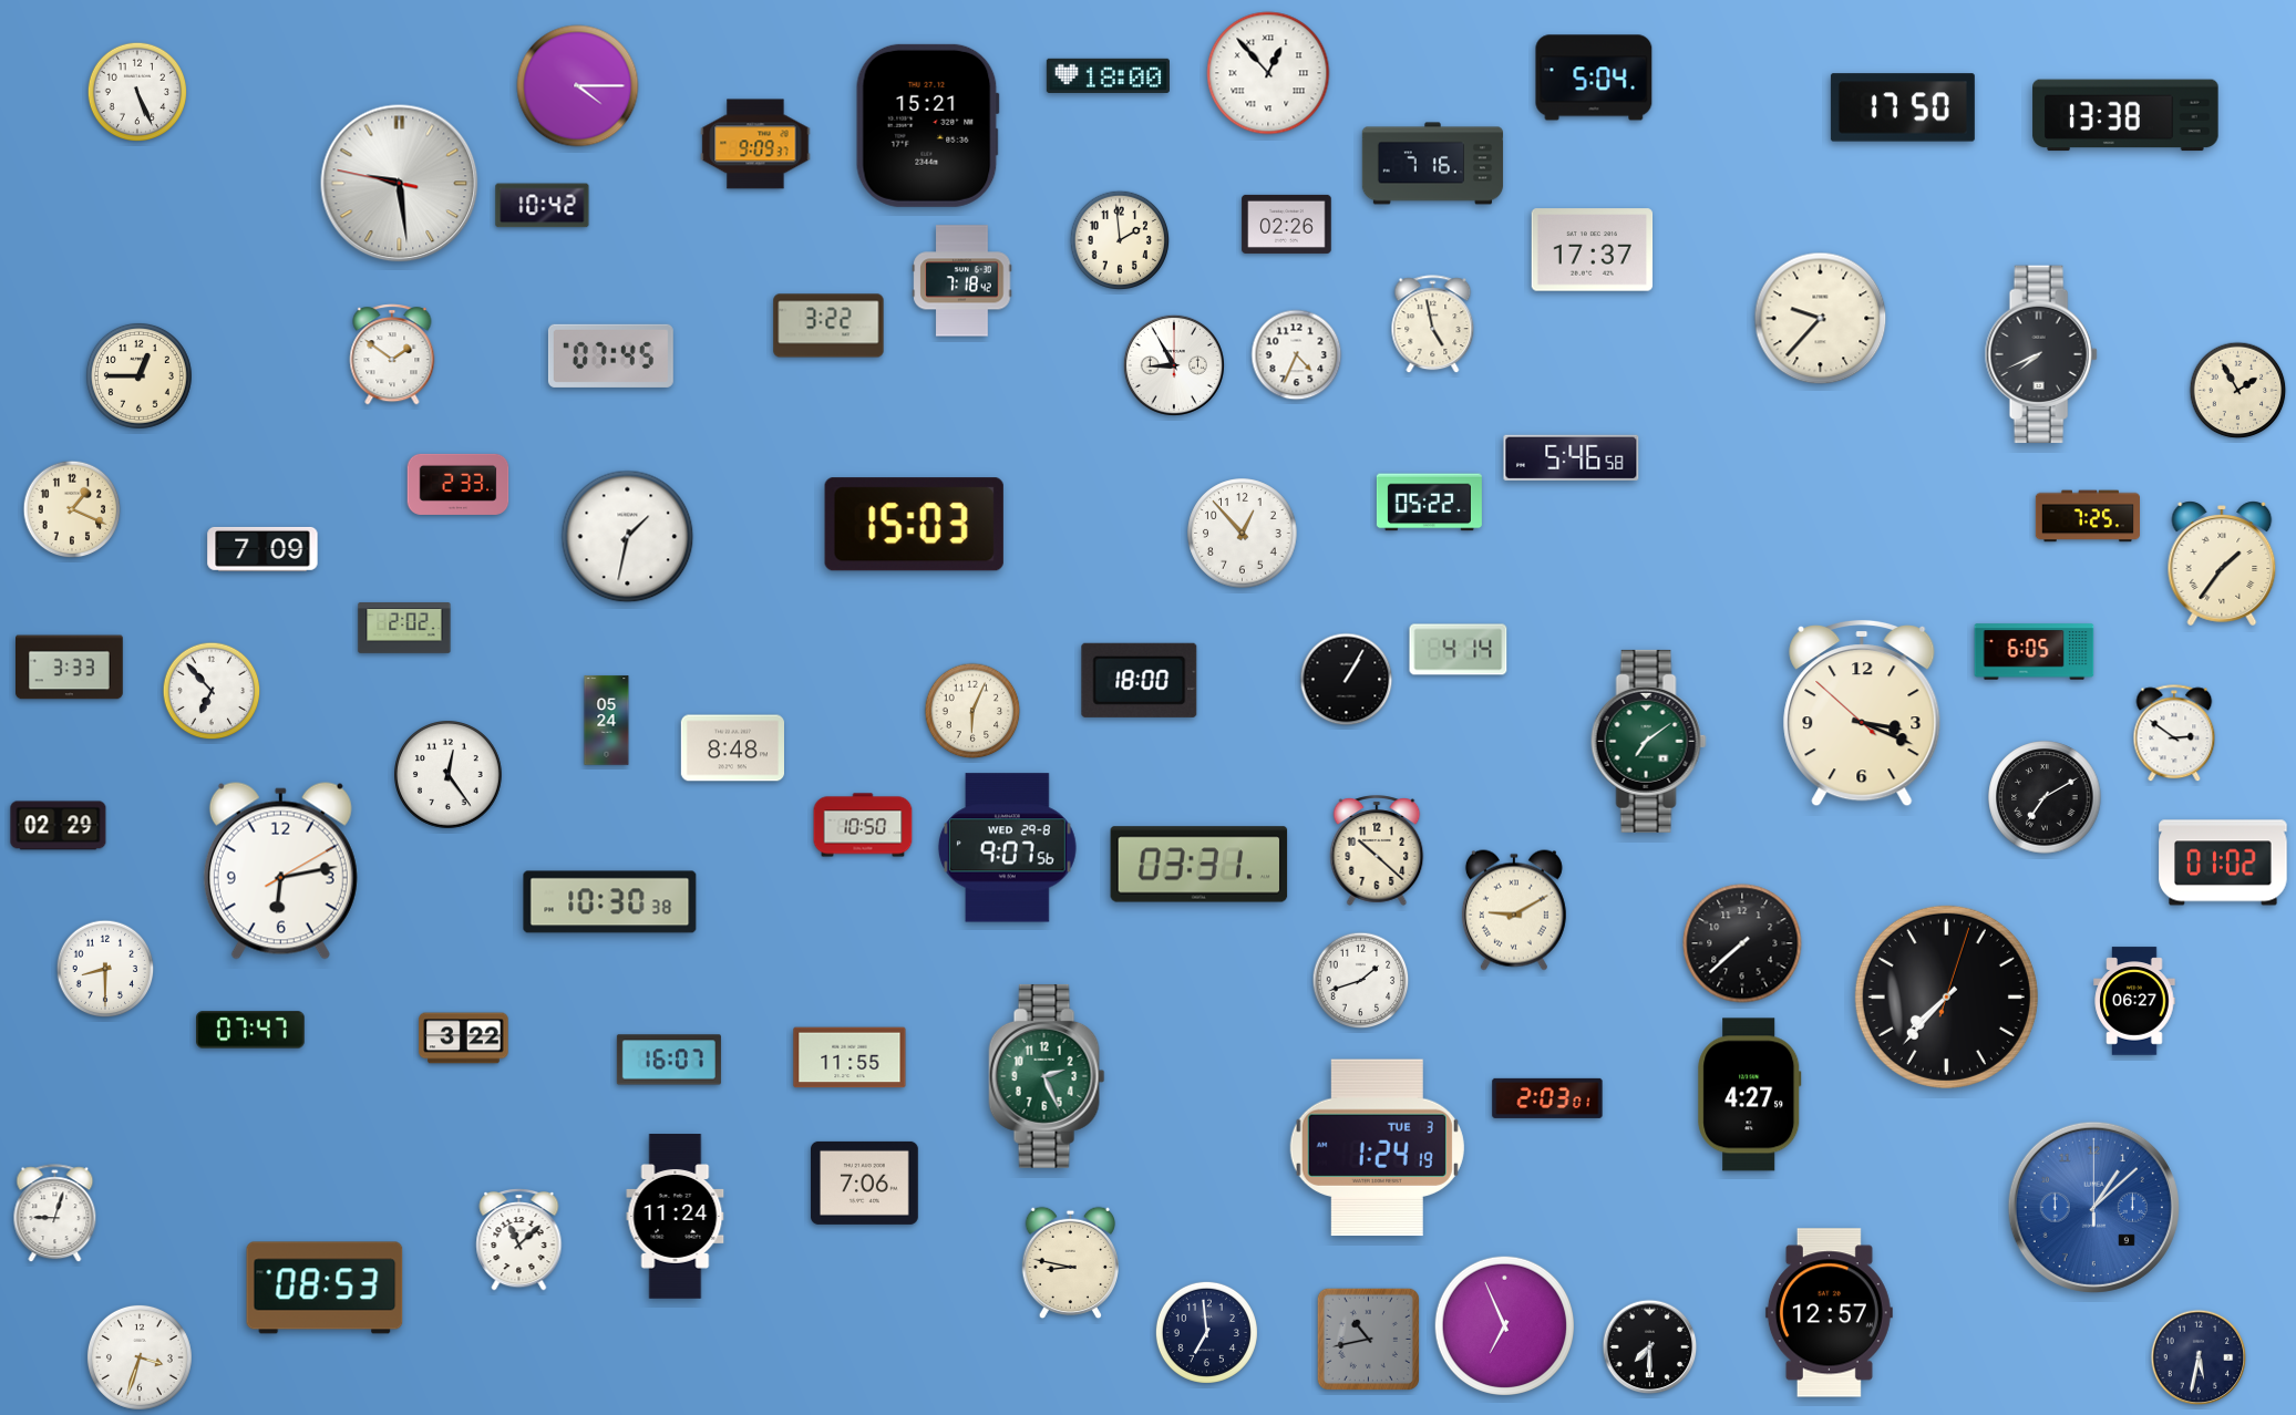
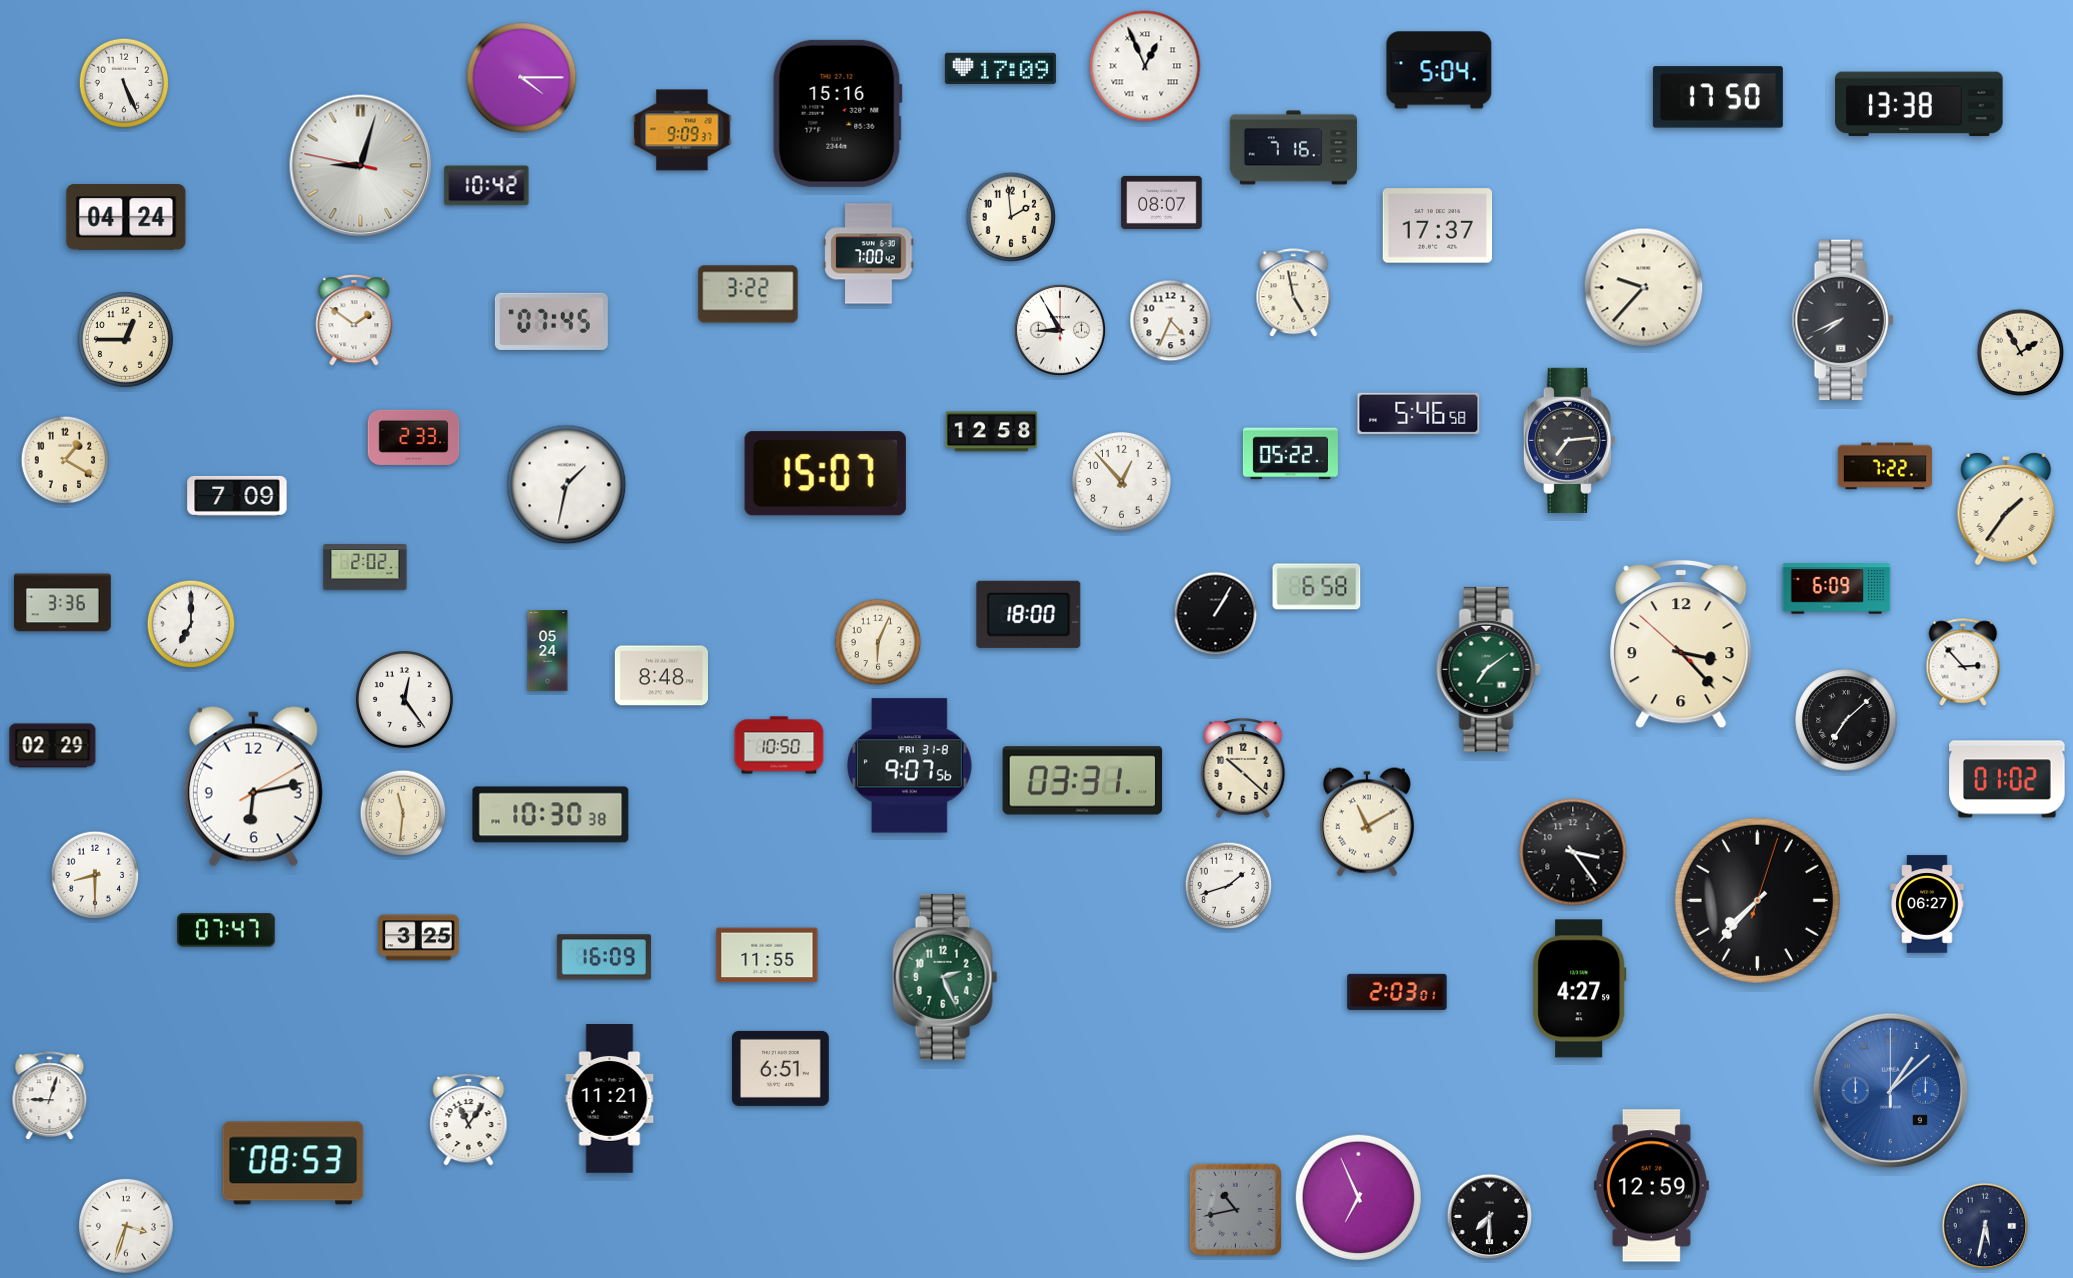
clock at (1268, 73): 12:53 -> 12:56
clock at (1108, 75): 18:00 -> 17:09
clock at (927, 125): 15:21 -> 15:16
clock at (400, 184): 9:28 -> 9:02
clock at (543, 206) position: (543, 206) -> (487, 186)
clock at (1287, 224): 02:26 -> 08:07
clock at (126, 217): none -> 04:24
clock at (962, 281): 7:18 -> 7:00
clock at (992, 432): none -> 12:58
clock at (1569, 440): none -> 7:14
clock at (72, 509): 1:19 -> 1:20
clock at (2088, 516): 7:25 -> 7:22
clock at (914, 525): 15:03 -> 15:07
clock at (1459, 650): 4:14 -> 6:58
clock at (2035, 652): 6:05 -> 6:09
clock at (70, 668): 3:33 -> 3:36
clock at (212, 691): 6:53 -> 7:00
clock at (1862, 713): 3:18 -> 3:22
clock at (2174, 734): 2:51 -> 2:53
clock at (2045, 797): 7:10 -> 7:08
clock at (1007, 848) date: WED 29-8 -> FRI 31-8
clock at (403, 813): none -> 11:31
clock at (1514, 910): 9:10 -> 11:10
clock at (1742, 943): 7:38 -> 3:24
clock at (464, 1039): 3:22 -> 3:25
clock at (669, 1060): 16:07 -> 16:09
clock at (1047, 1076) position: (1047, 1076) -> (945, 977)
clock at (1377, 1148): 1:24 -> none
clock at (865, 1182): 7:06 -> 6:51
clock at (676, 1217): 11:24 -> 11:21
clock at (519, 1239): 11:08 -> 11:06
clock at (1070, 1263): 8:47 -> none
clock at (1829, 1313): 12:57 -> 12:59
clock at (1206, 1332): 6:59 -> none
